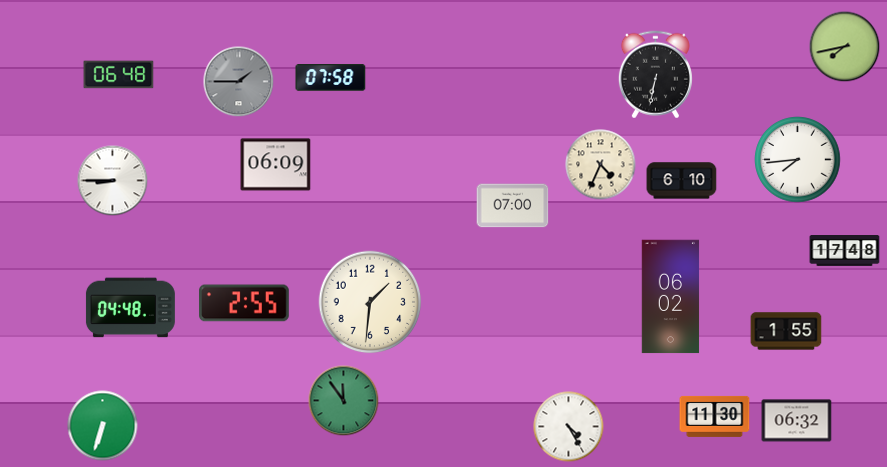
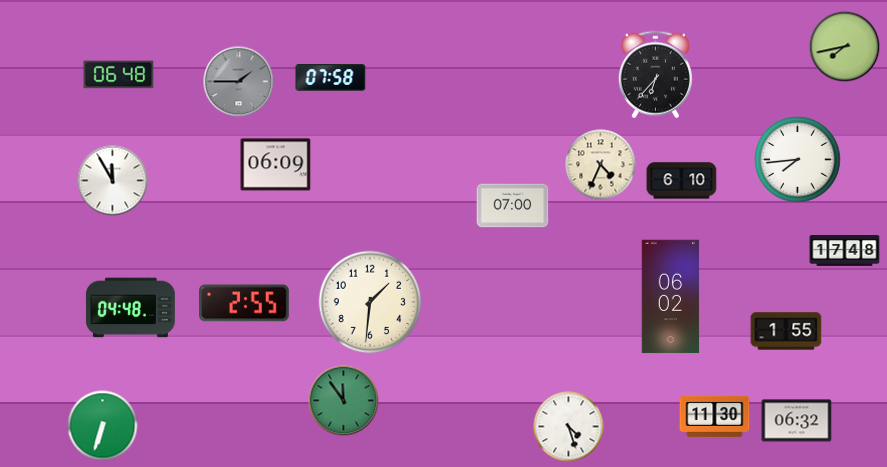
clock at (655, 75): 6:32 -> 6:37
clock at (113, 181): 8:45 -> 11:55
clock at (569, 427): 4:25 -> 4:27
